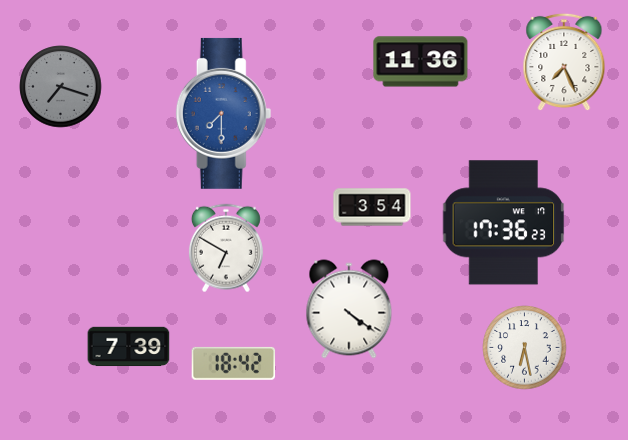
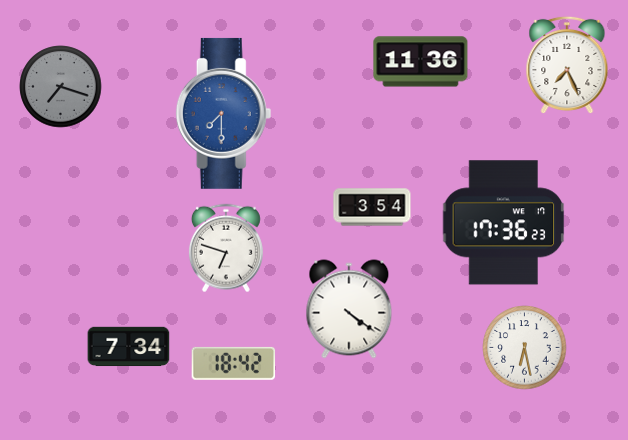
clock at (564, 62) position: (564, 62) -> (567, 65)
clock at (226, 248): 6:50 -> 6:48
clock at (129, 347): 7:39 -> 7:34
